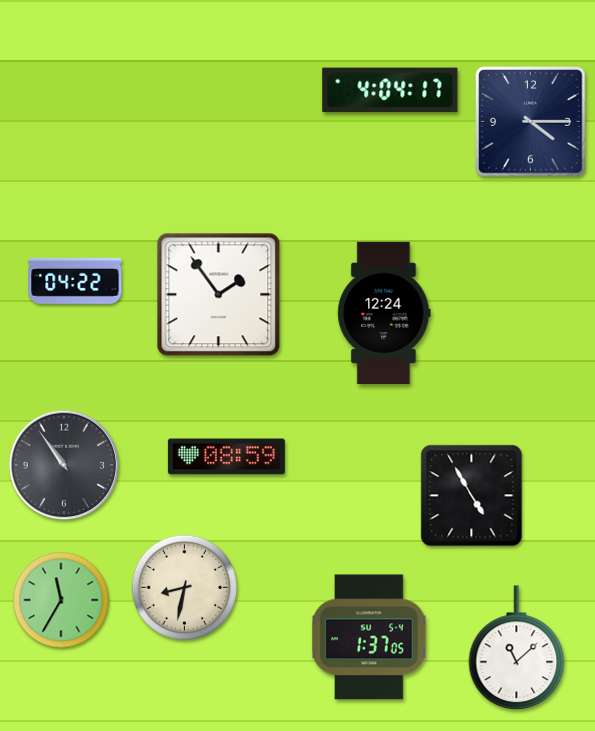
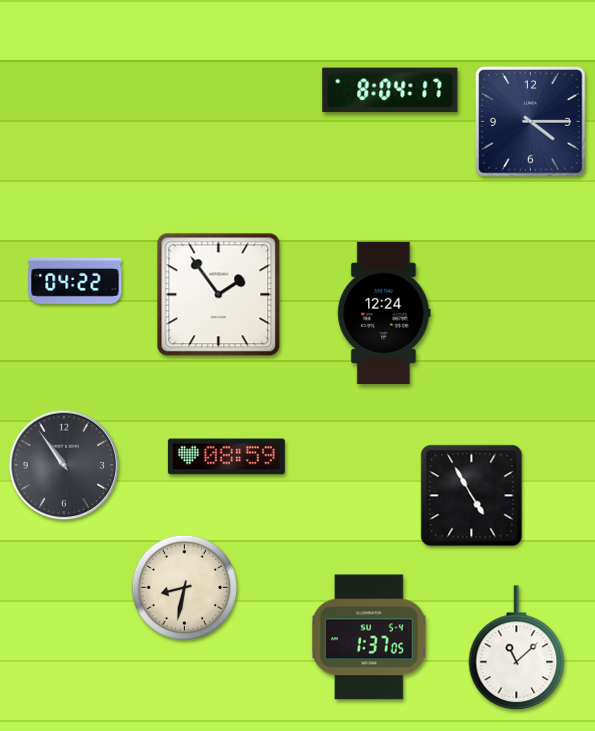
clock at (390, 90): 4:04 -> 8:04
clock at (61, 600): 11:35 -> none
